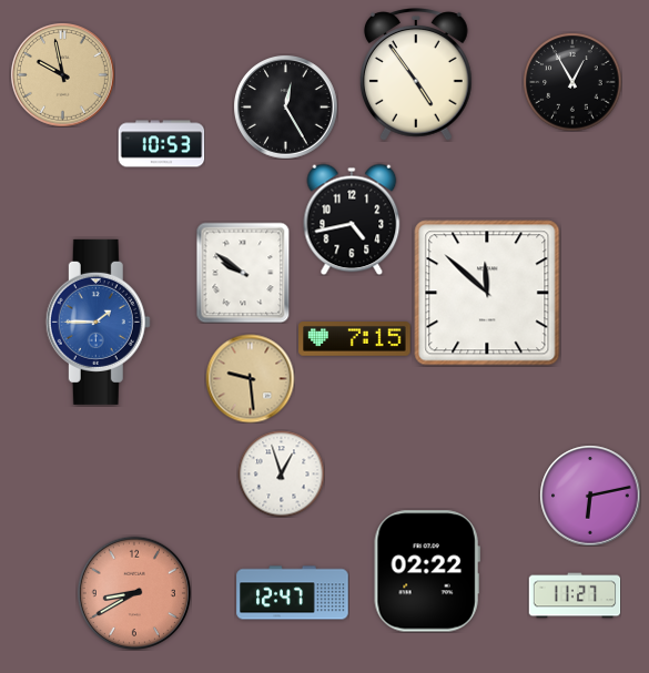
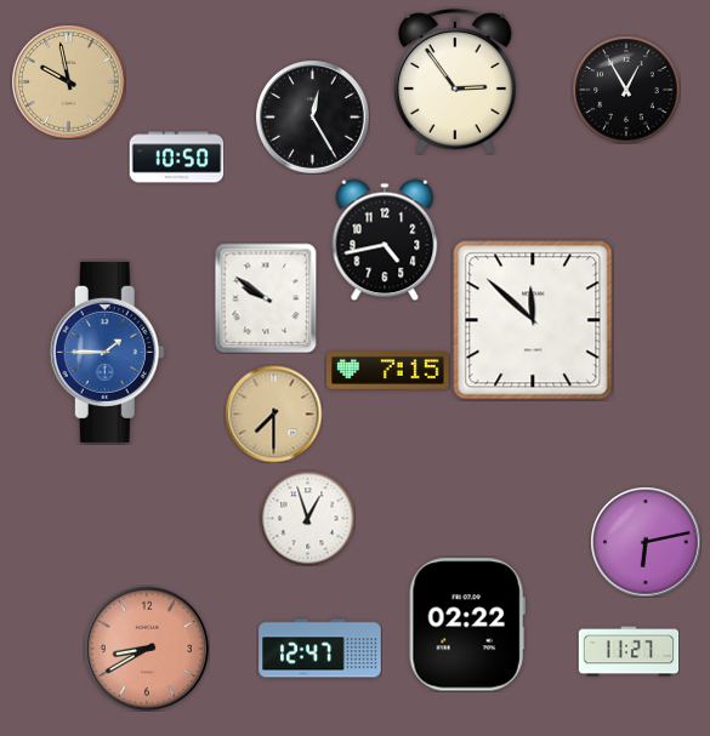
clock at (417, 74): 4:54 -> 2:54
clock at (161, 144): 10:53 -> 10:50
clock at (250, 378): 9:29 -> 7:30
